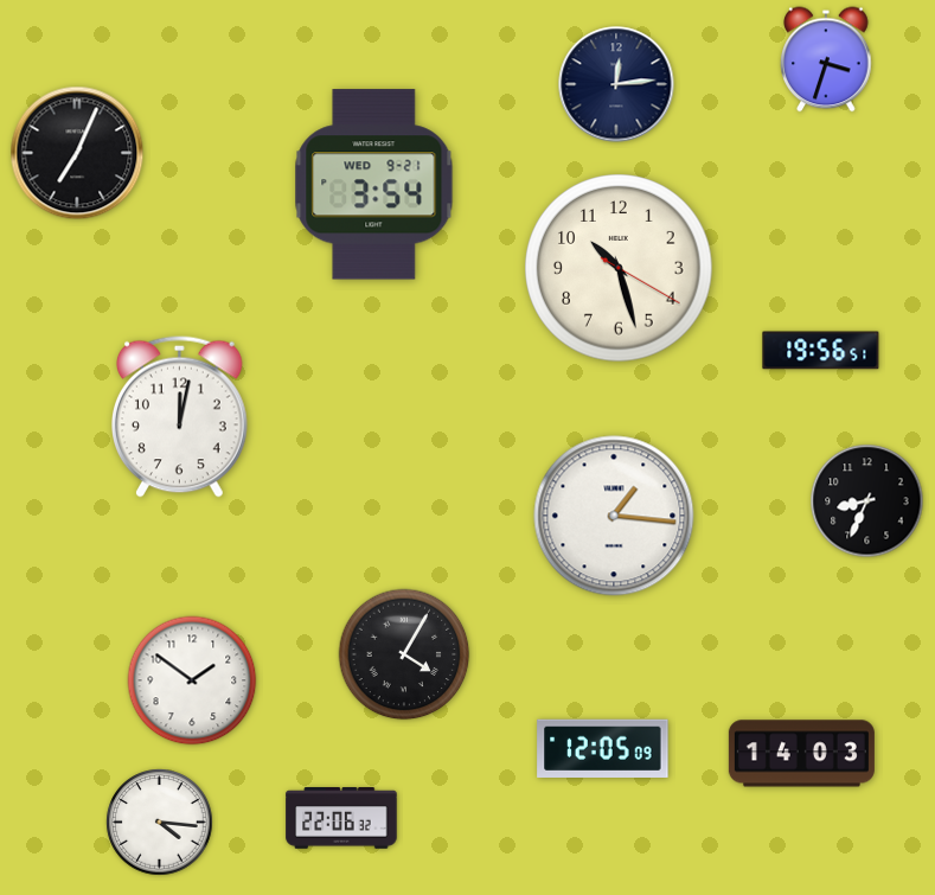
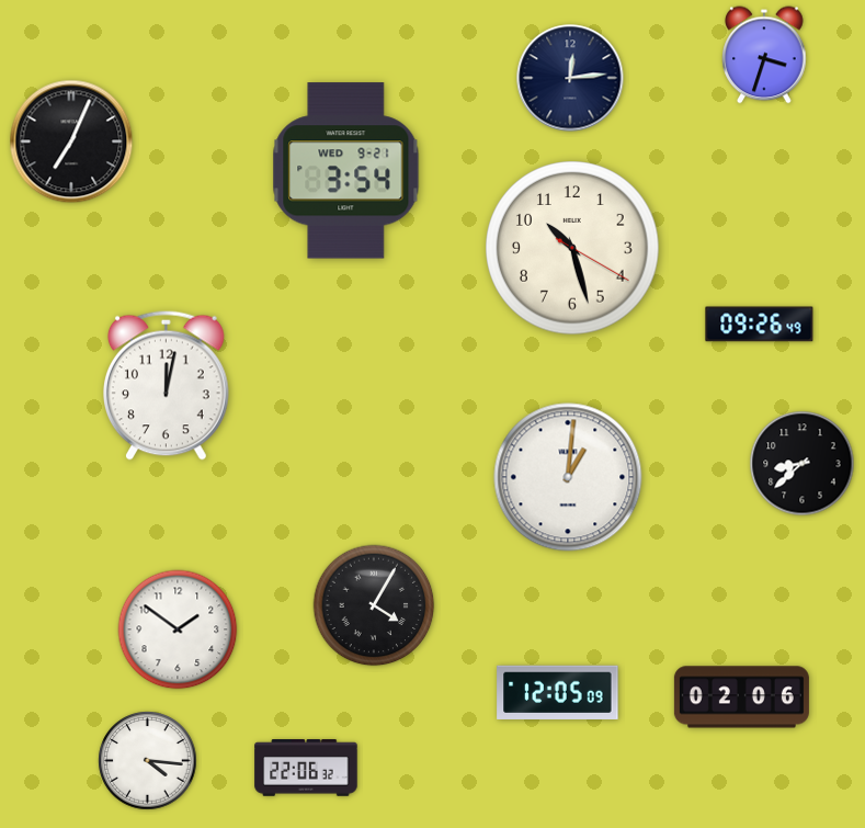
clock at (821, 351): 19:56 -> 09:26
clock at (867, 501): 8:34 -> 8:38
clock at (614, 516): 1:16 -> 1:01
clock at (801, 754): 14:03 -> 02:06
clock at (341, 818) position: (341, 818) -> (306, 768)
